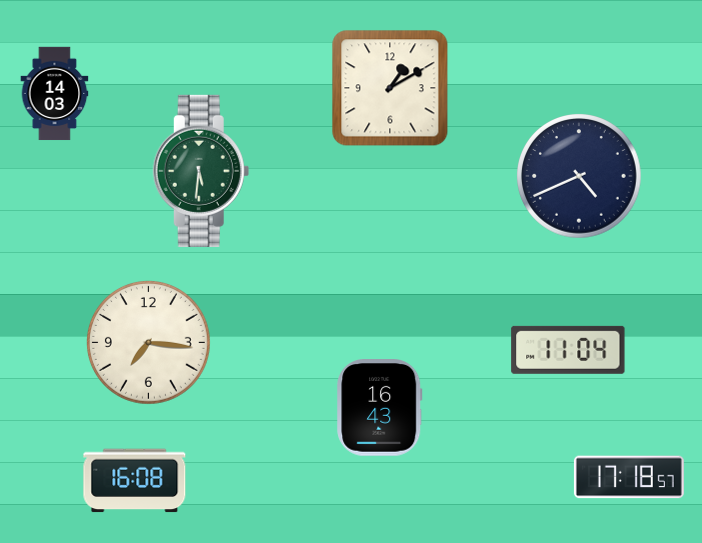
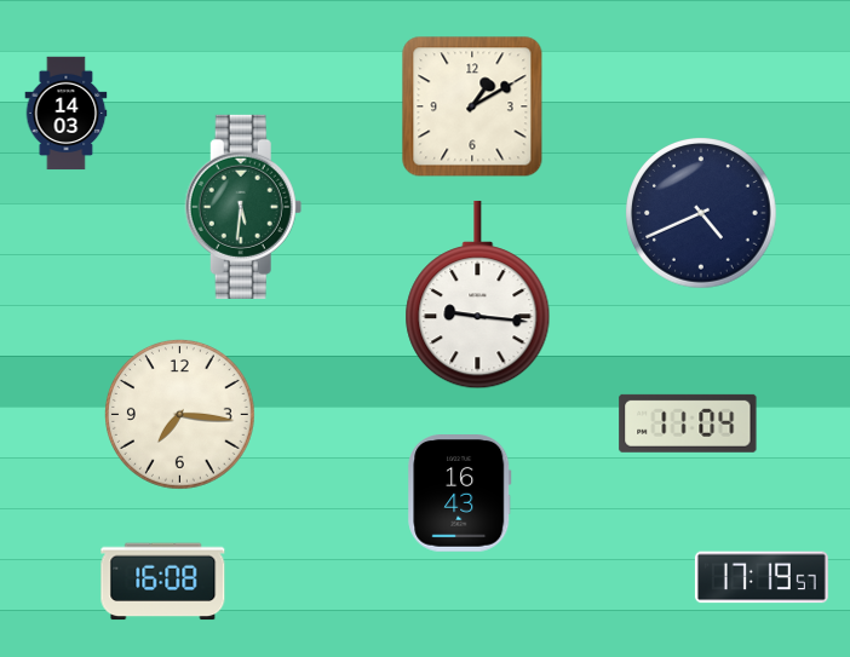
clock at (478, 295): none -> 9:16
clock at (629, 477): 17:18 -> 17:19
